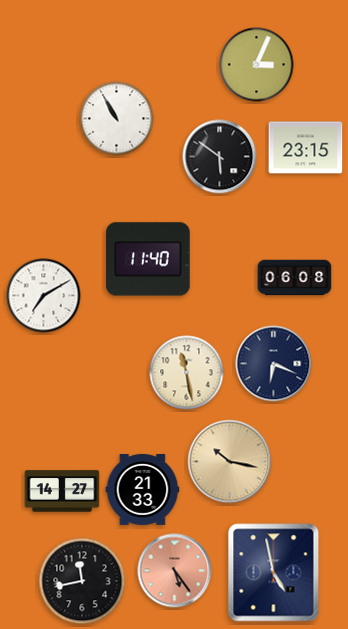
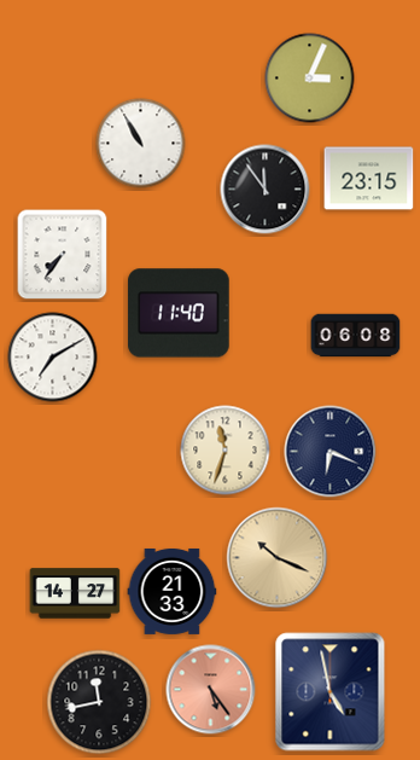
clock at (220, 157): 5:51 -> 11:54
clock at (63, 255): none -> 7:36
clock at (274, 364) position: (274, 364) -> (331, 452)
clock at (187, 373): 11:28 -> 11:33
clock at (230, 462): 10:17 -> 10:19
